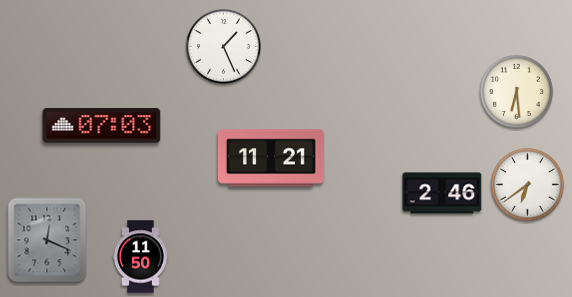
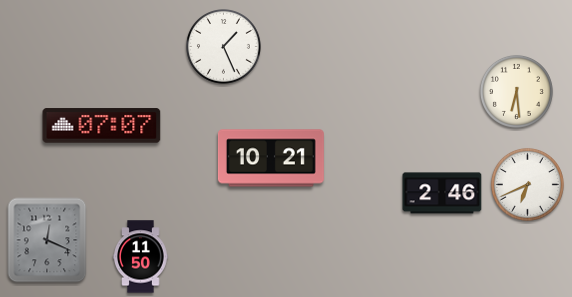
clock at (102, 126): 07:03 -> 07:07
clock at (271, 158): 11:21 -> 10:21
clock at (527, 184): 6:39 -> 6:41
